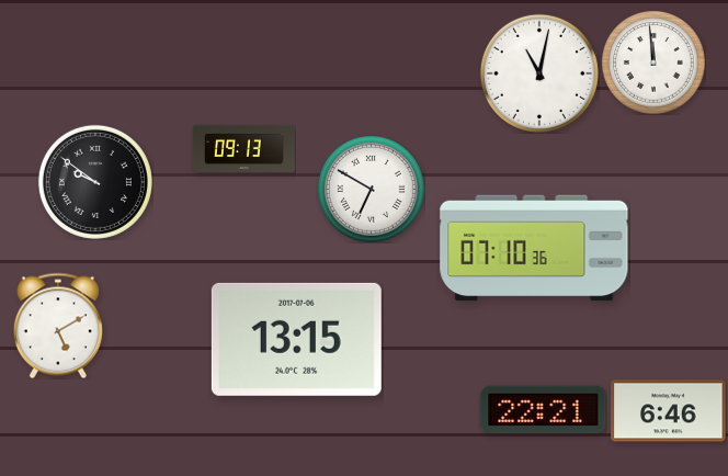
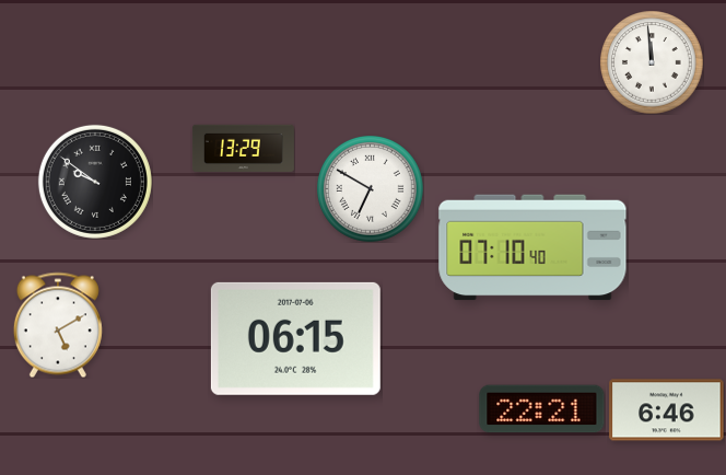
clock at (539, 73): 11:02 -> none
clock at (243, 148): 09:13 -> 13:29
clock at (534, 248): 07:10:36 -> 07:10:40
clock at (296, 339): 13:15 -> 06:15
